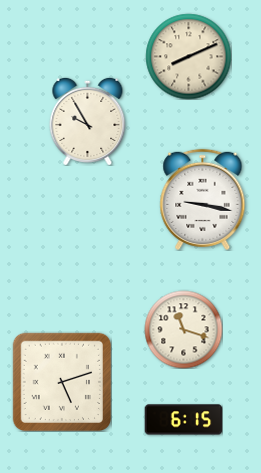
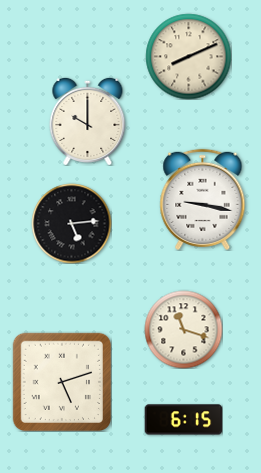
clock at (88, 121): 9:55 -> 10:00
clock at (71, 223): none -> 5:14
